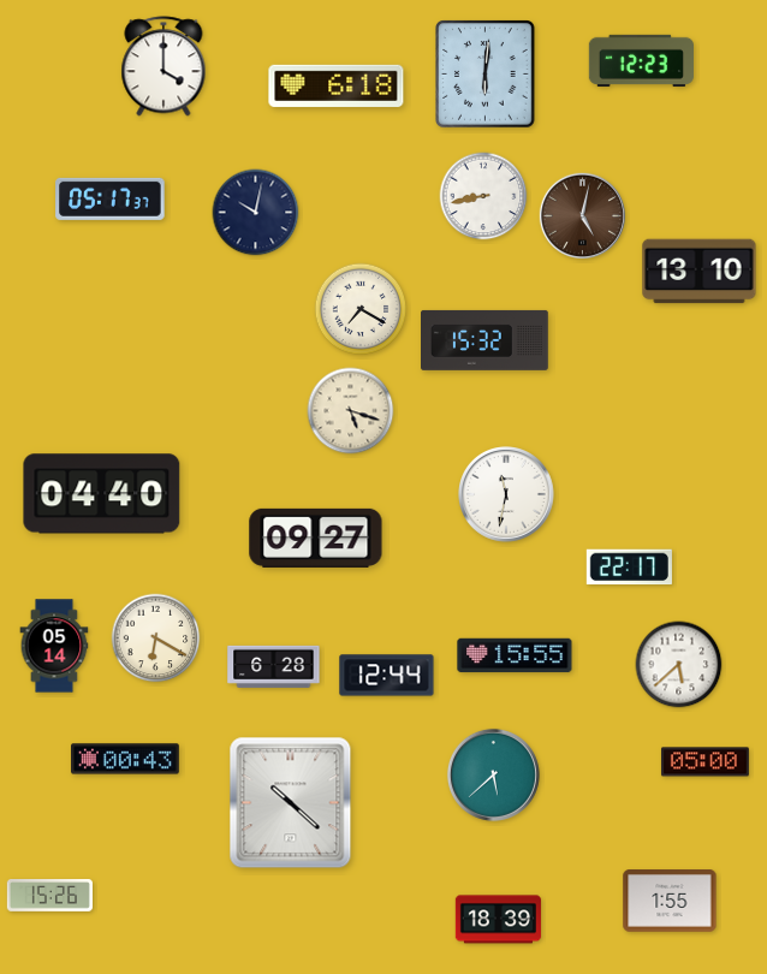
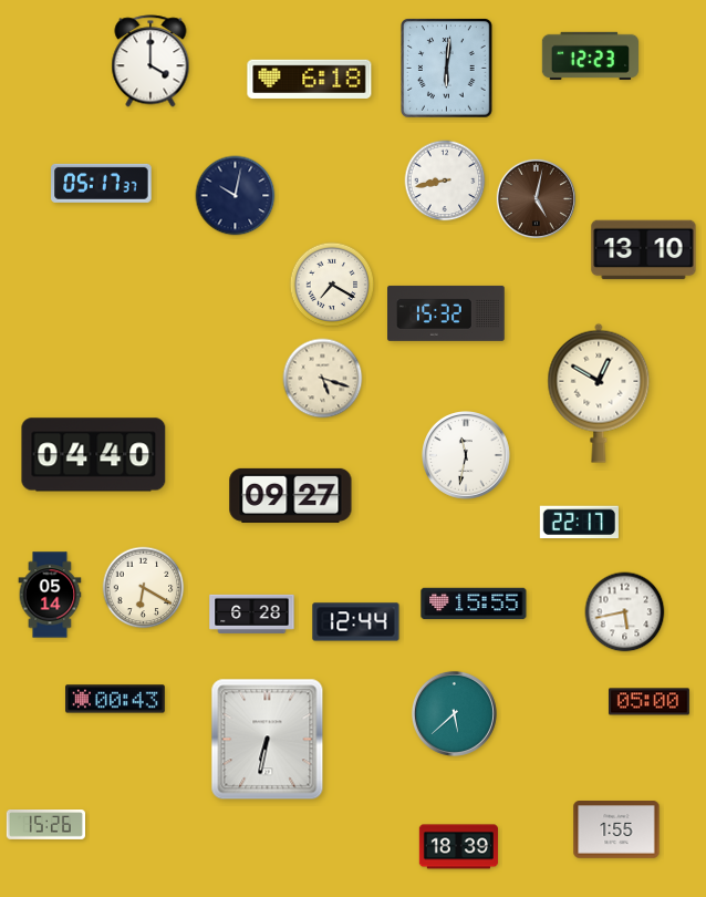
clock at (599, 393): none -> 12:50
clock at (679, 665): 5:38 -> 5:43
clock at (291, 803): 10:22 -> 6:32
